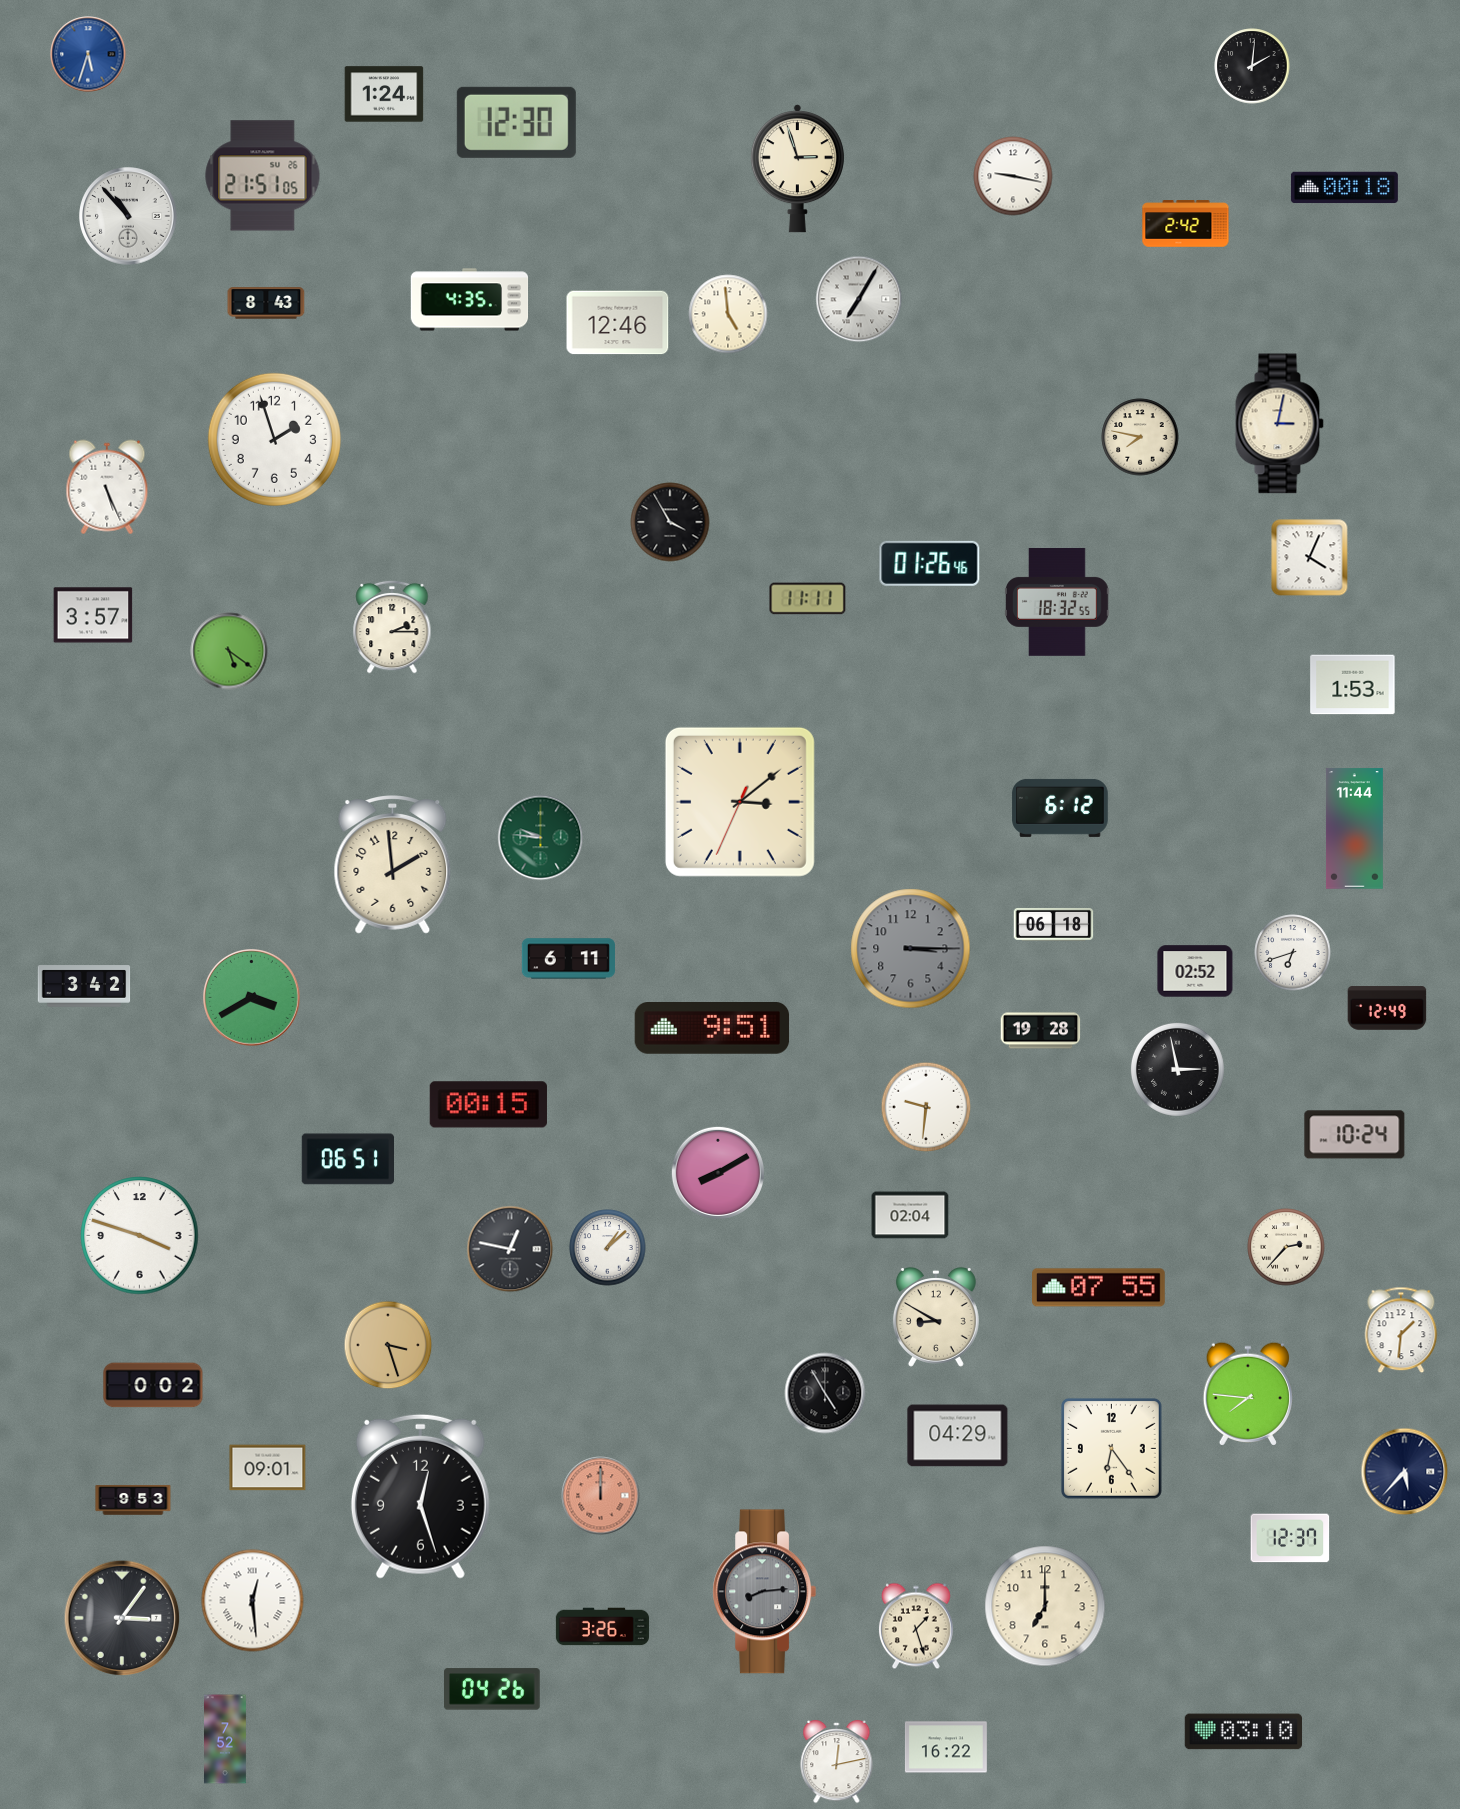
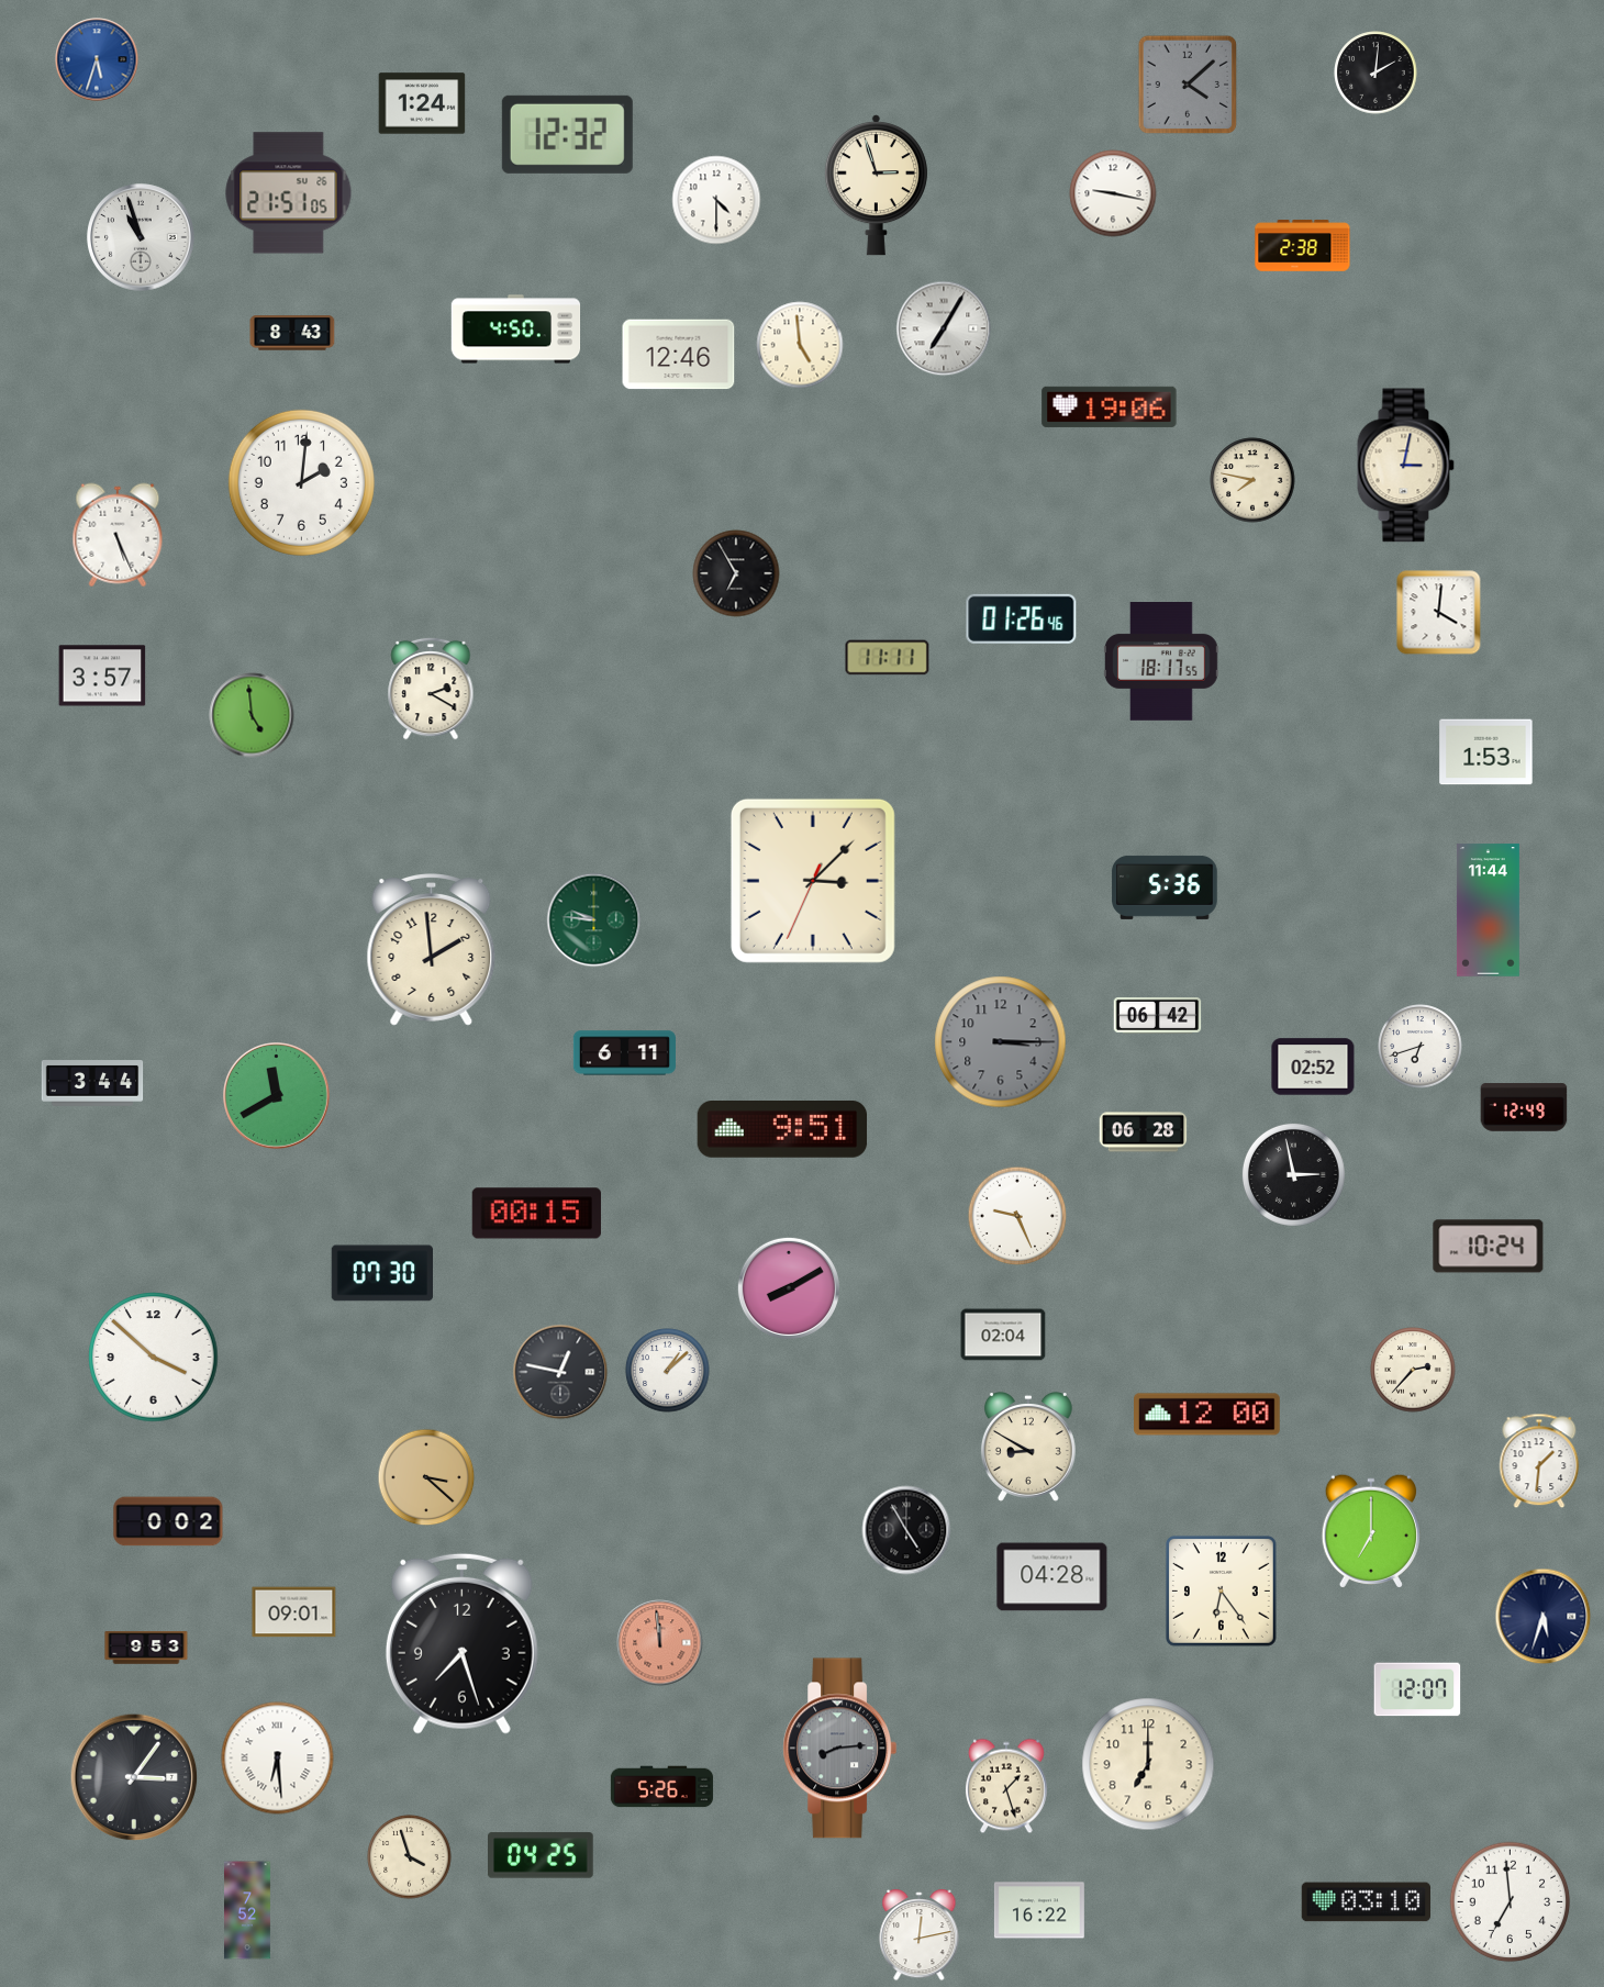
clock at (1188, 85): none -> 4:08
clock at (516, 122): 12:30 -> 12:32
clock at (716, 200): none -> 4:30
clock at (1344, 188): 00:18 -> none
clock at (128, 216): 10:53 -> 10:57
clock at (1186, 224): 2:42 -> 2:38
clock at (470, 300): 4:35 -> 4:50
clock at (1110, 406): none -> 19:06
clock at (274, 439): 1:57 -> 2:01
clock at (670, 522): 3:55 -> 6:55
clock at (1310, 558): 4:04 -> 4:01
clock at (1058, 603): 18:32 -> 18:17
clock at (392, 627): 2:15 -> 2:20
clock at (229, 651): 5:21 -> 4:59
clock at (740, 802): 3:08 -> 3:07
clock at (1060, 808): 6:12 -> 5:36
clock at (1054, 924): 06:18 -> 06:42
clock at (84, 986): 3:42 -> 3:44
clock at (252, 998): 3:40 -> 11:40
clock at (1041, 1031): 19:28 -> 06:28
clock at (926, 1107): 9:31 -> 9:26
clock at (347, 1159): 06:51 -> 07:30
clock at (910, 1215) position: (910, 1215) -> (1003, 1335)
clock at (140, 1236): 3:48 -> 3:52
clock at (1099, 1288): 07:55 -> 12:00
clock at (388, 1345): 3:27 -> 3:22
clock at (1247, 1394): 7:46 -> 7:00
clock at (958, 1436): 04:29 -> 04:28
clock at (1405, 1472): 5:37 -> 5:33
clock at (420, 1496): 12:27 -> 7:27
clock at (601, 1496): 12:00 -> 11:59
clock at (1290, 1538): 12:37 -> 12:07
clock at (253, 1601): 12:29 -> 6:29
clock at (602, 1627): 3:26 -> 5:26
clock at (493, 1689): 04:26 -> 04:25
clock at (410, 1857): none -> 3:57
clock at (1511, 1902): none -> 6:59
clock at (946, 1747) position: (946, 1747) -> (1039, 1910)
